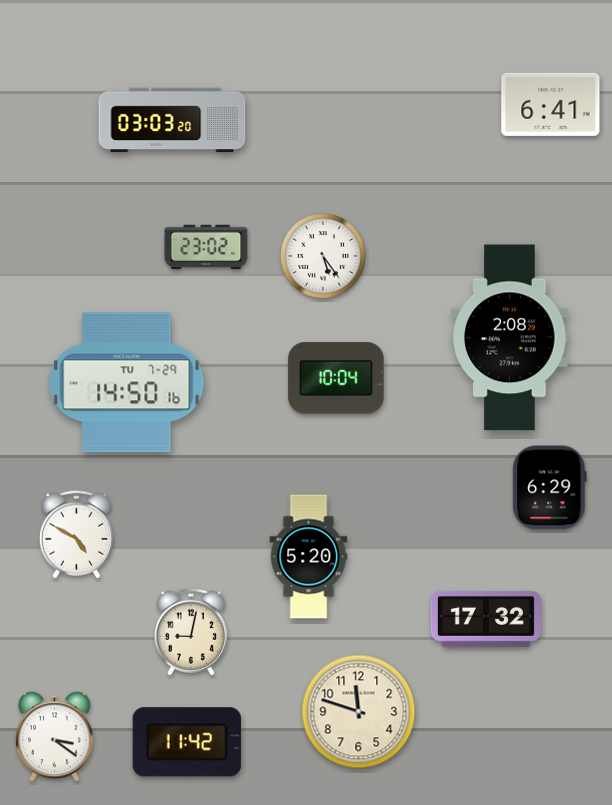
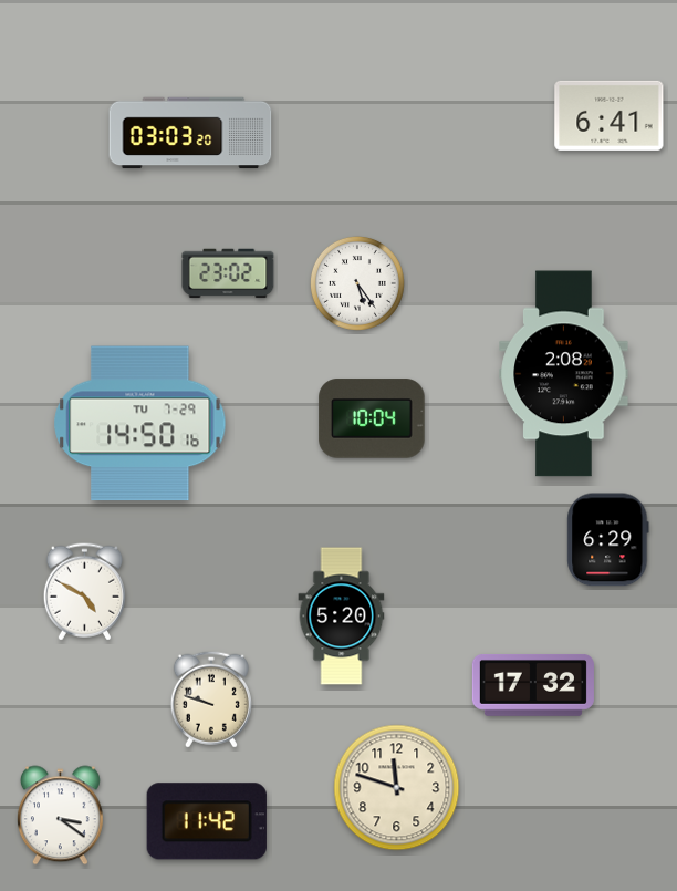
clock at (486, 620) position: (486, 620) -> (533, 686)
clock at (191, 632): 9:02 -> 9:48
